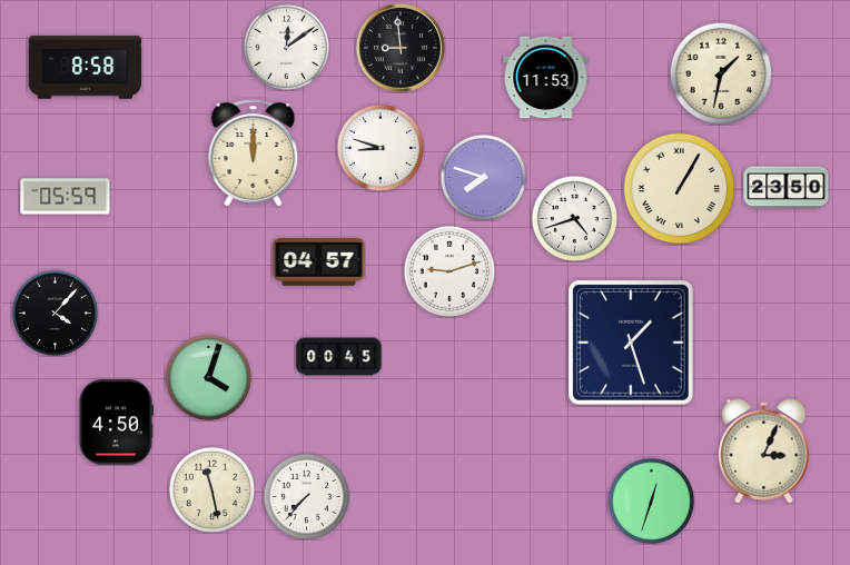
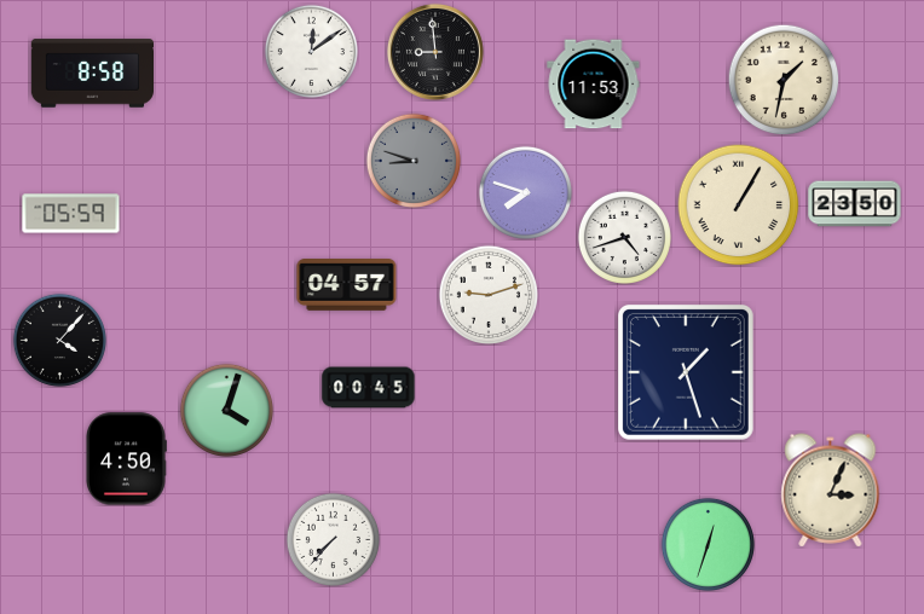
clock at (380, 148) dial: white -> grey
clock at (254, 153): 12:00 -> none
clock at (211, 489): 11:28 -> none
